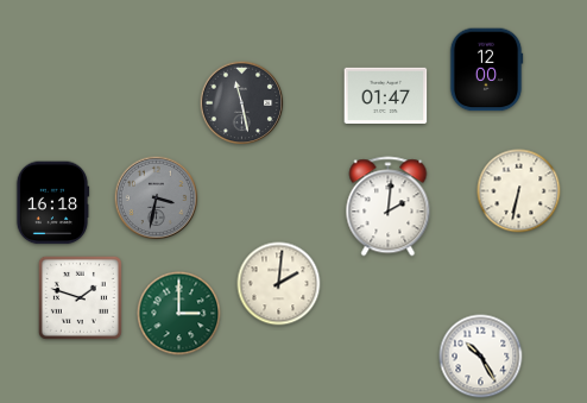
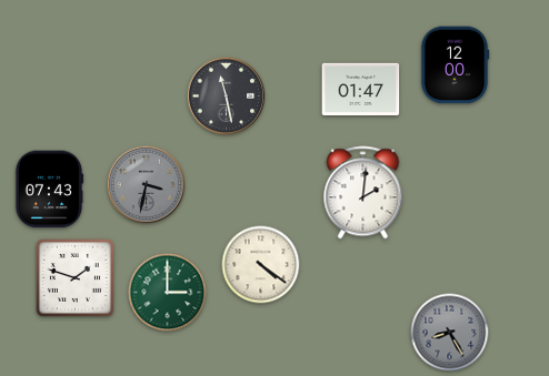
clock at (519, 191): 6:32 -> none
clock at (52, 203): 16:18 -> 07:43
clock at (279, 284): 2:01 -> 4:21
clock at (481, 357): 10:25 -> 8:25
clock at (481, 357) dial: white -> grey
